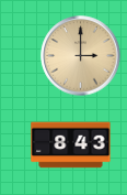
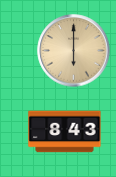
clock at (81, 56): 3:00 -> 6:00
